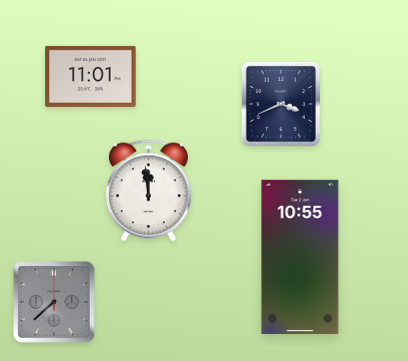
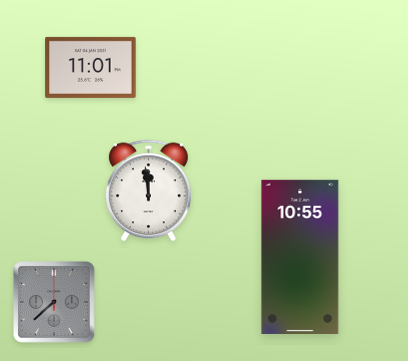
clock at (91, 76) position: (91, 76) -> (91, 67)
clock at (281, 104): 3:41 -> none
